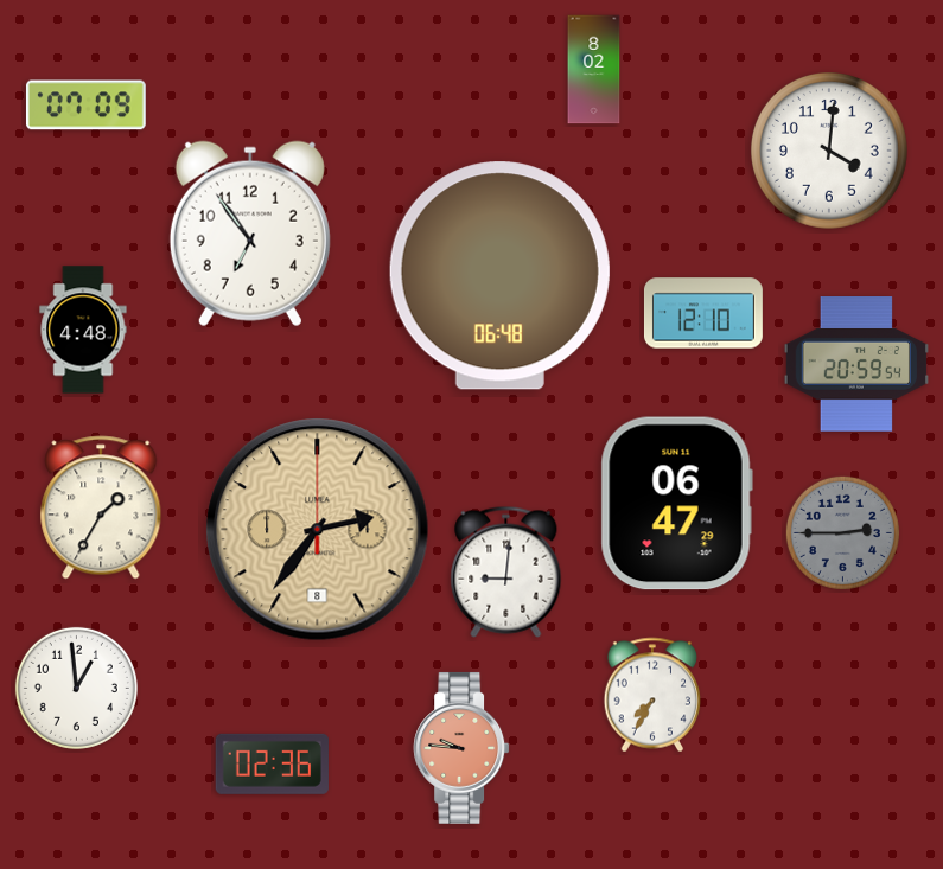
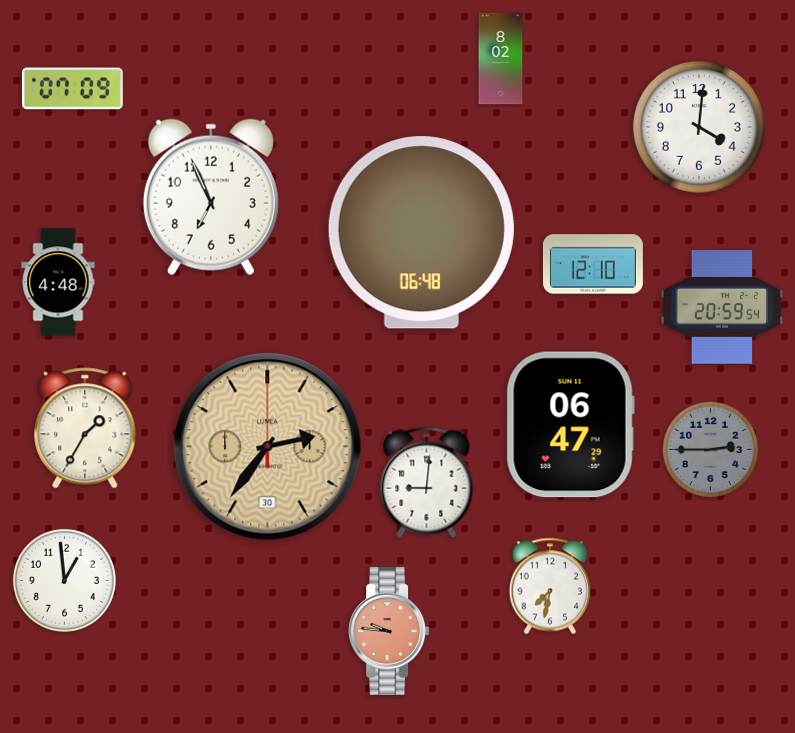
clock at (250, 234): 6:54 -> 6:56
clock at (83, 330) position: (83, 330) -> (58, 282)
clock at (318, 530) date: 8 -> 30
clock at (652, 695): 7:35 -> 7:32
clock at (272, 763): 02:36 -> none
